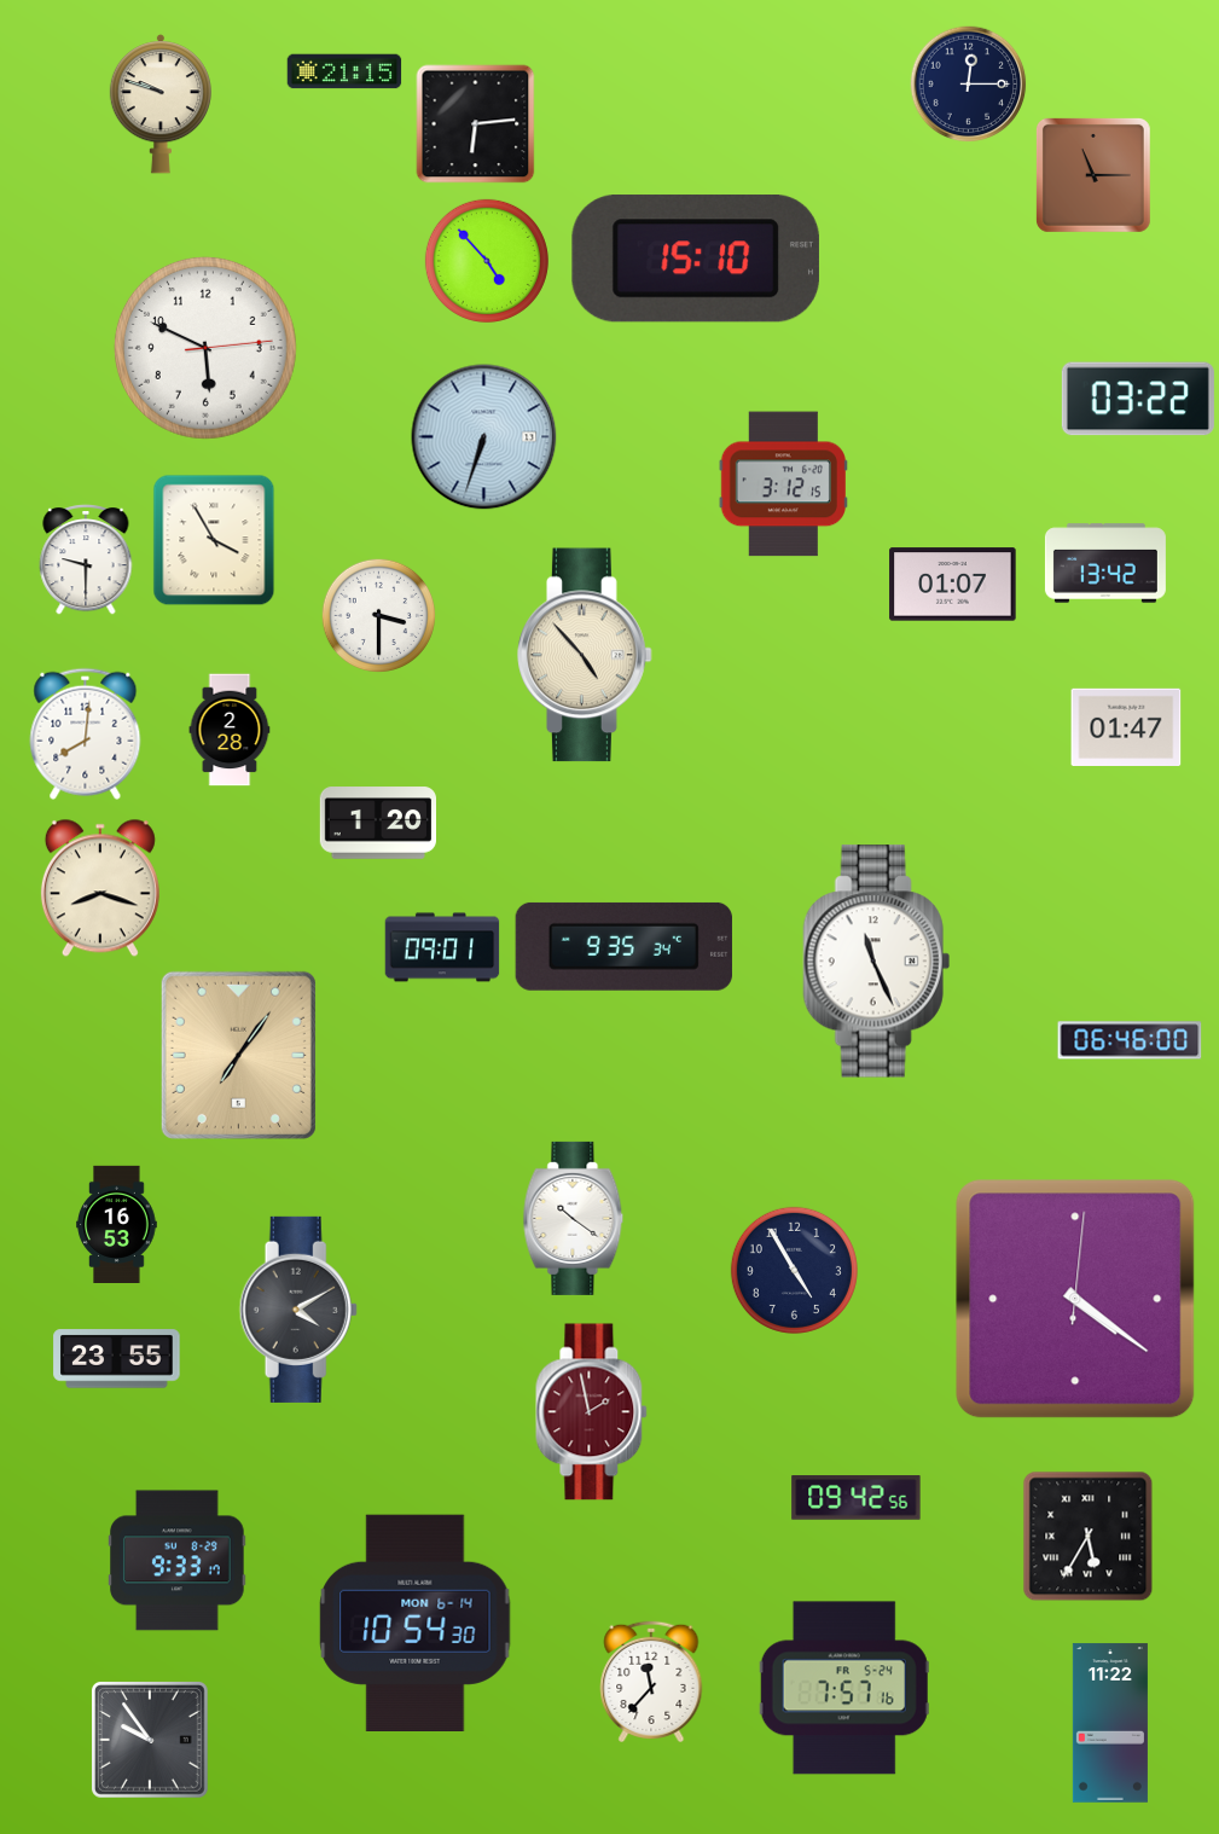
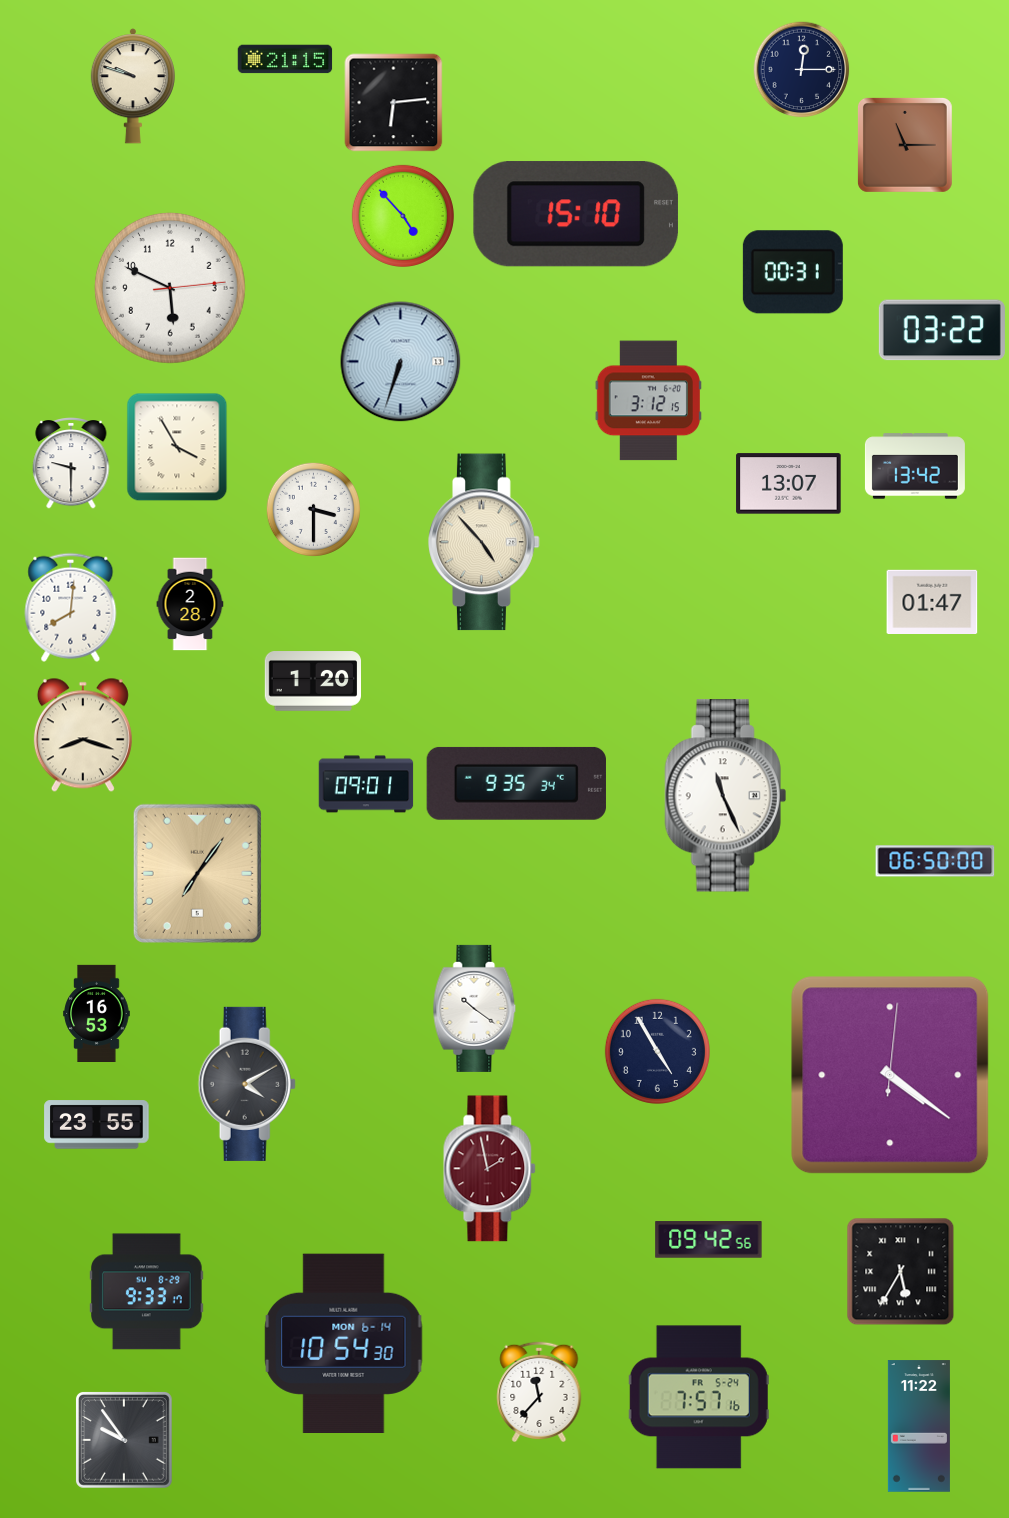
clock at (793, 272): none -> 00:31
clock at (953, 585): 01:07 -> 13:07
clock at (1130, 1040): 06:46 -> 06:50
